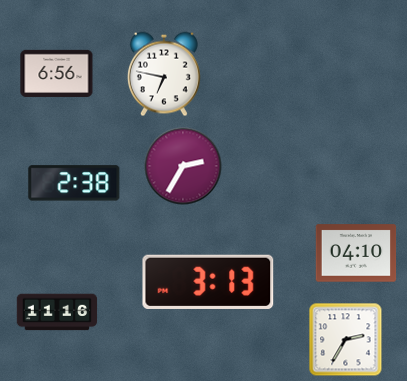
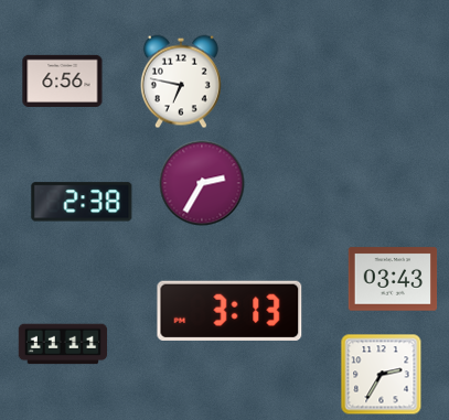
clock at (356, 253): 04:10 -> 03:43
clock at (57, 312): 11:16 -> 11:11
